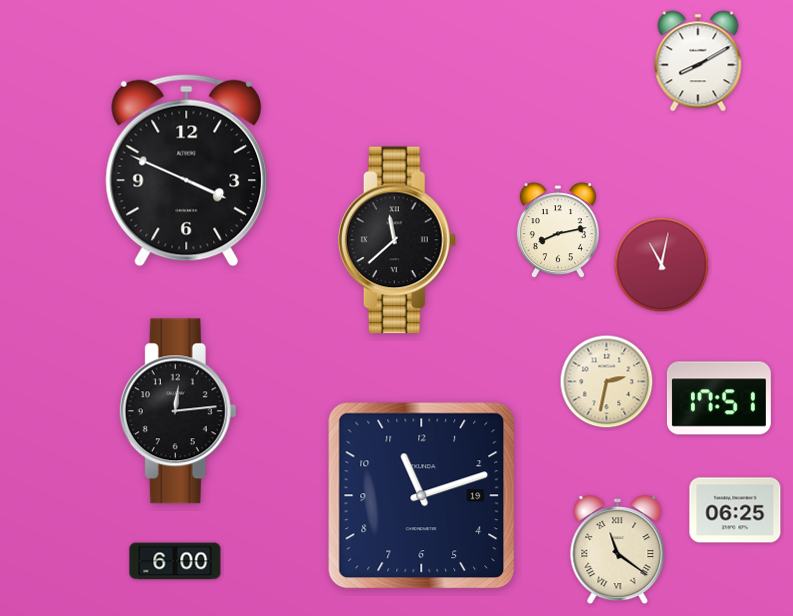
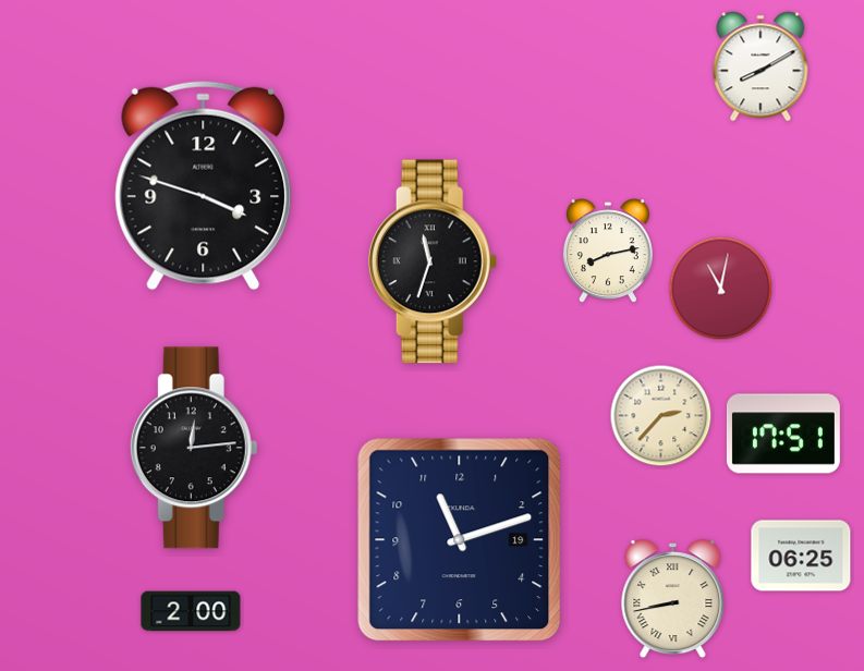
clock at (187, 170): 3:49 -> 3:48
clock at (397, 240): 11:38 -> 11:33
clock at (607, 382): 2:32 -> 2:37
clock at (618, 550): 11:21 -> 8:43
clock at (175, 561): 6:00 -> 2:00
